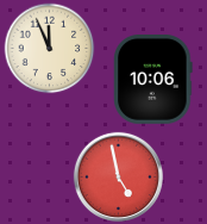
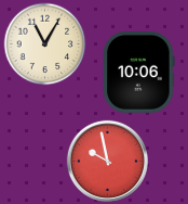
clock at (50, 49): 11:56 -> 11:05
clock at (118, 176): 4:58 -> 9:58
